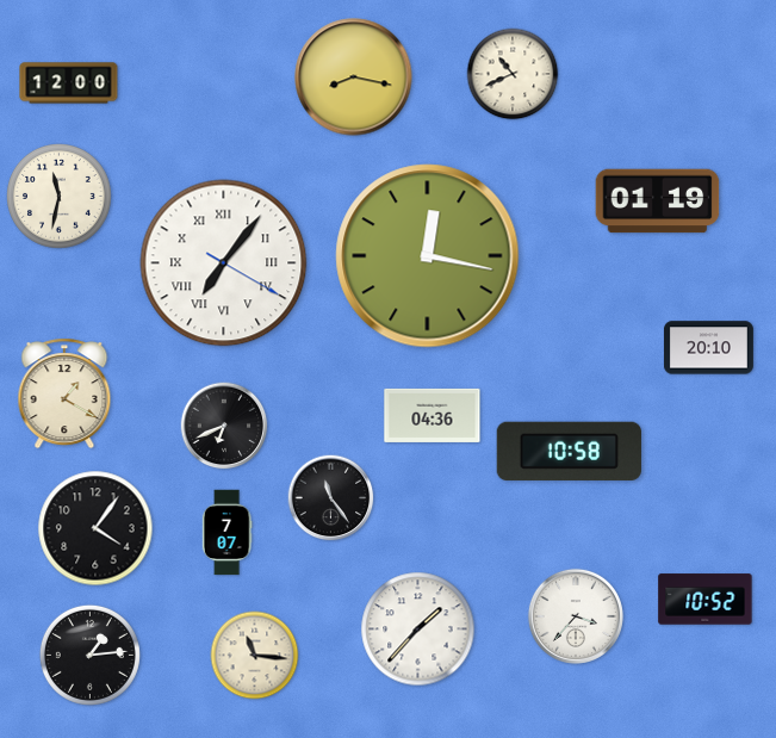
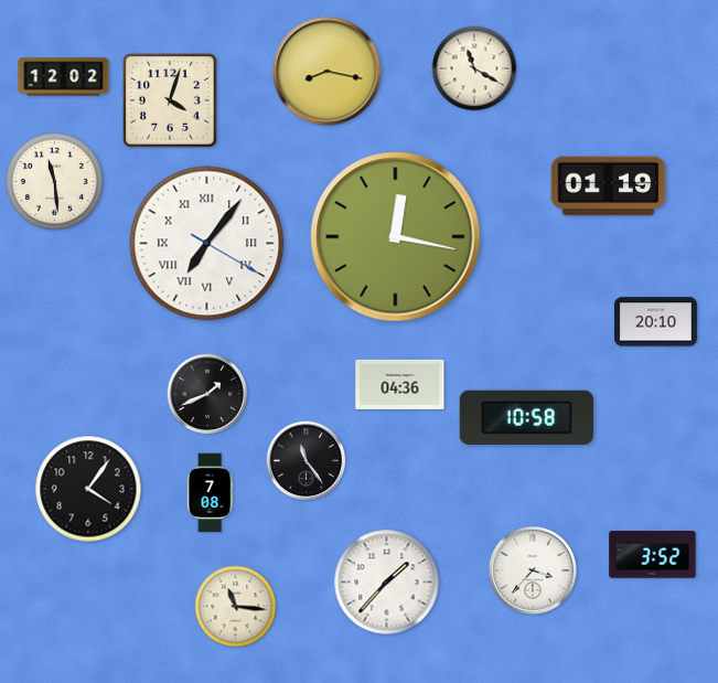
clock at (513, 74): 10:41 -> 11:20
clock at (69, 83): 12:00 -> 12:02
clock at (170, 100): none -> 4:03
clock at (60, 197): 11:32 -> 11:29
clock at (64, 393): 1:20 -> none
clock at (224, 426): 6:41 -> 1:41
clock at (226, 533): 7:07 -> 7:08
clock at (706, 600): 10:52 -> 3:52
clock at (89, 655): 1:14 -> none
